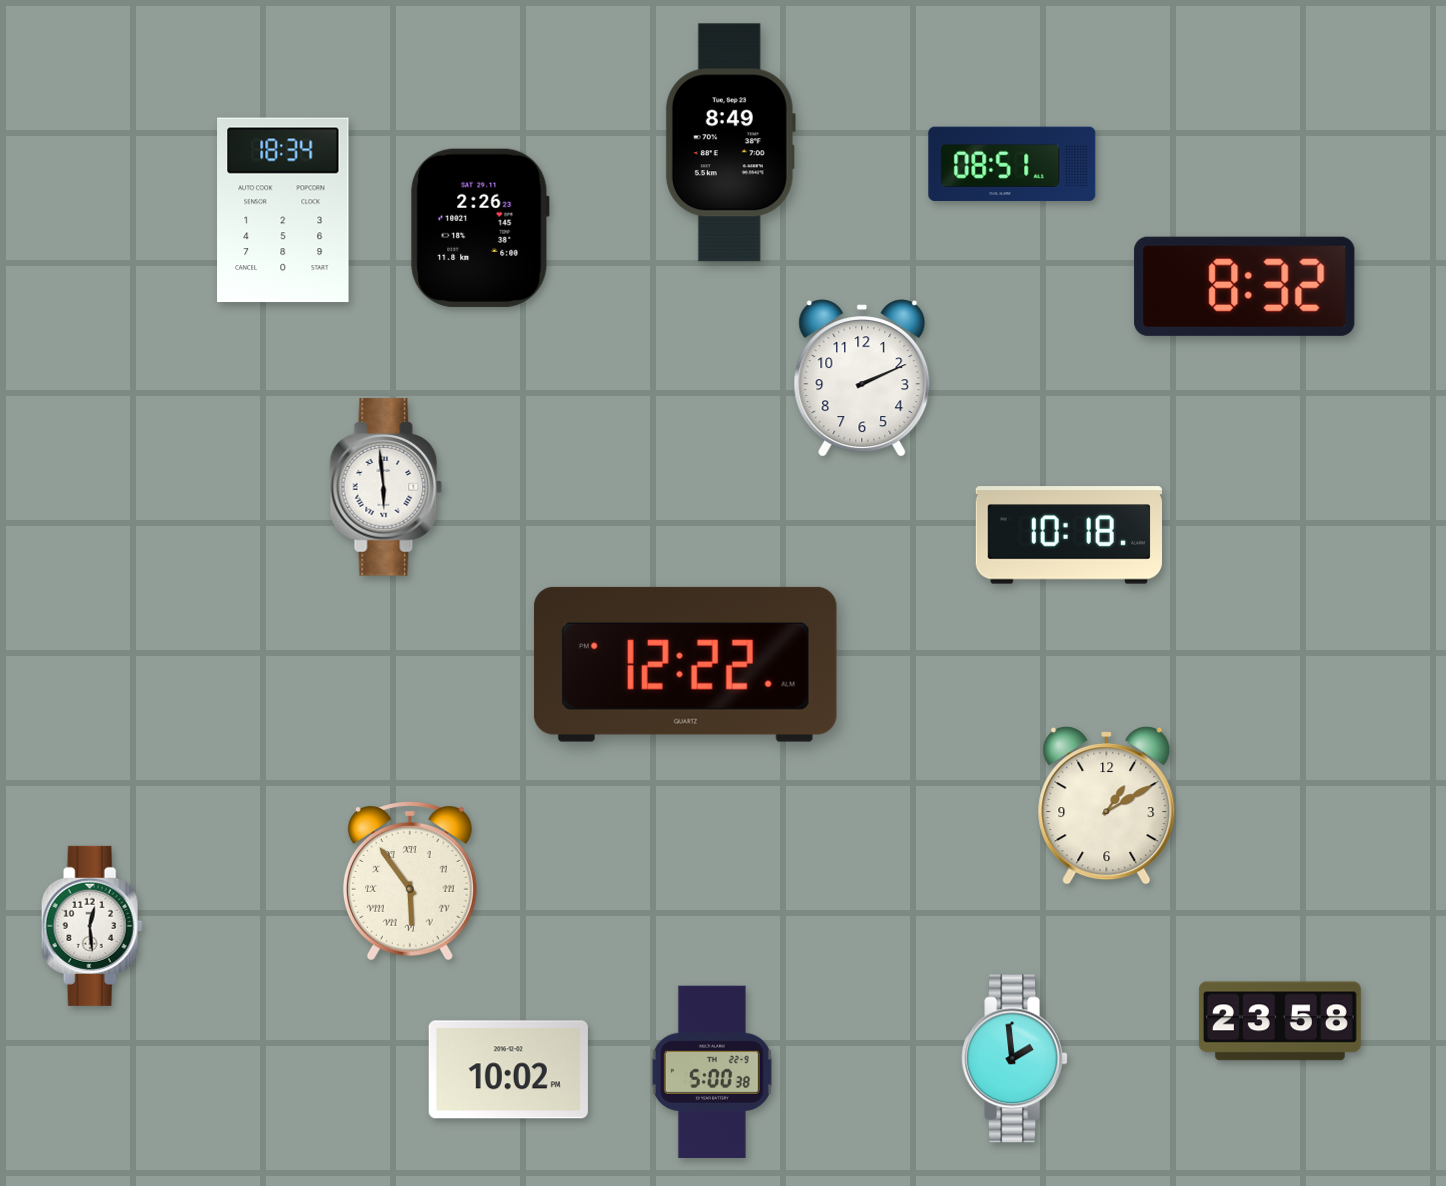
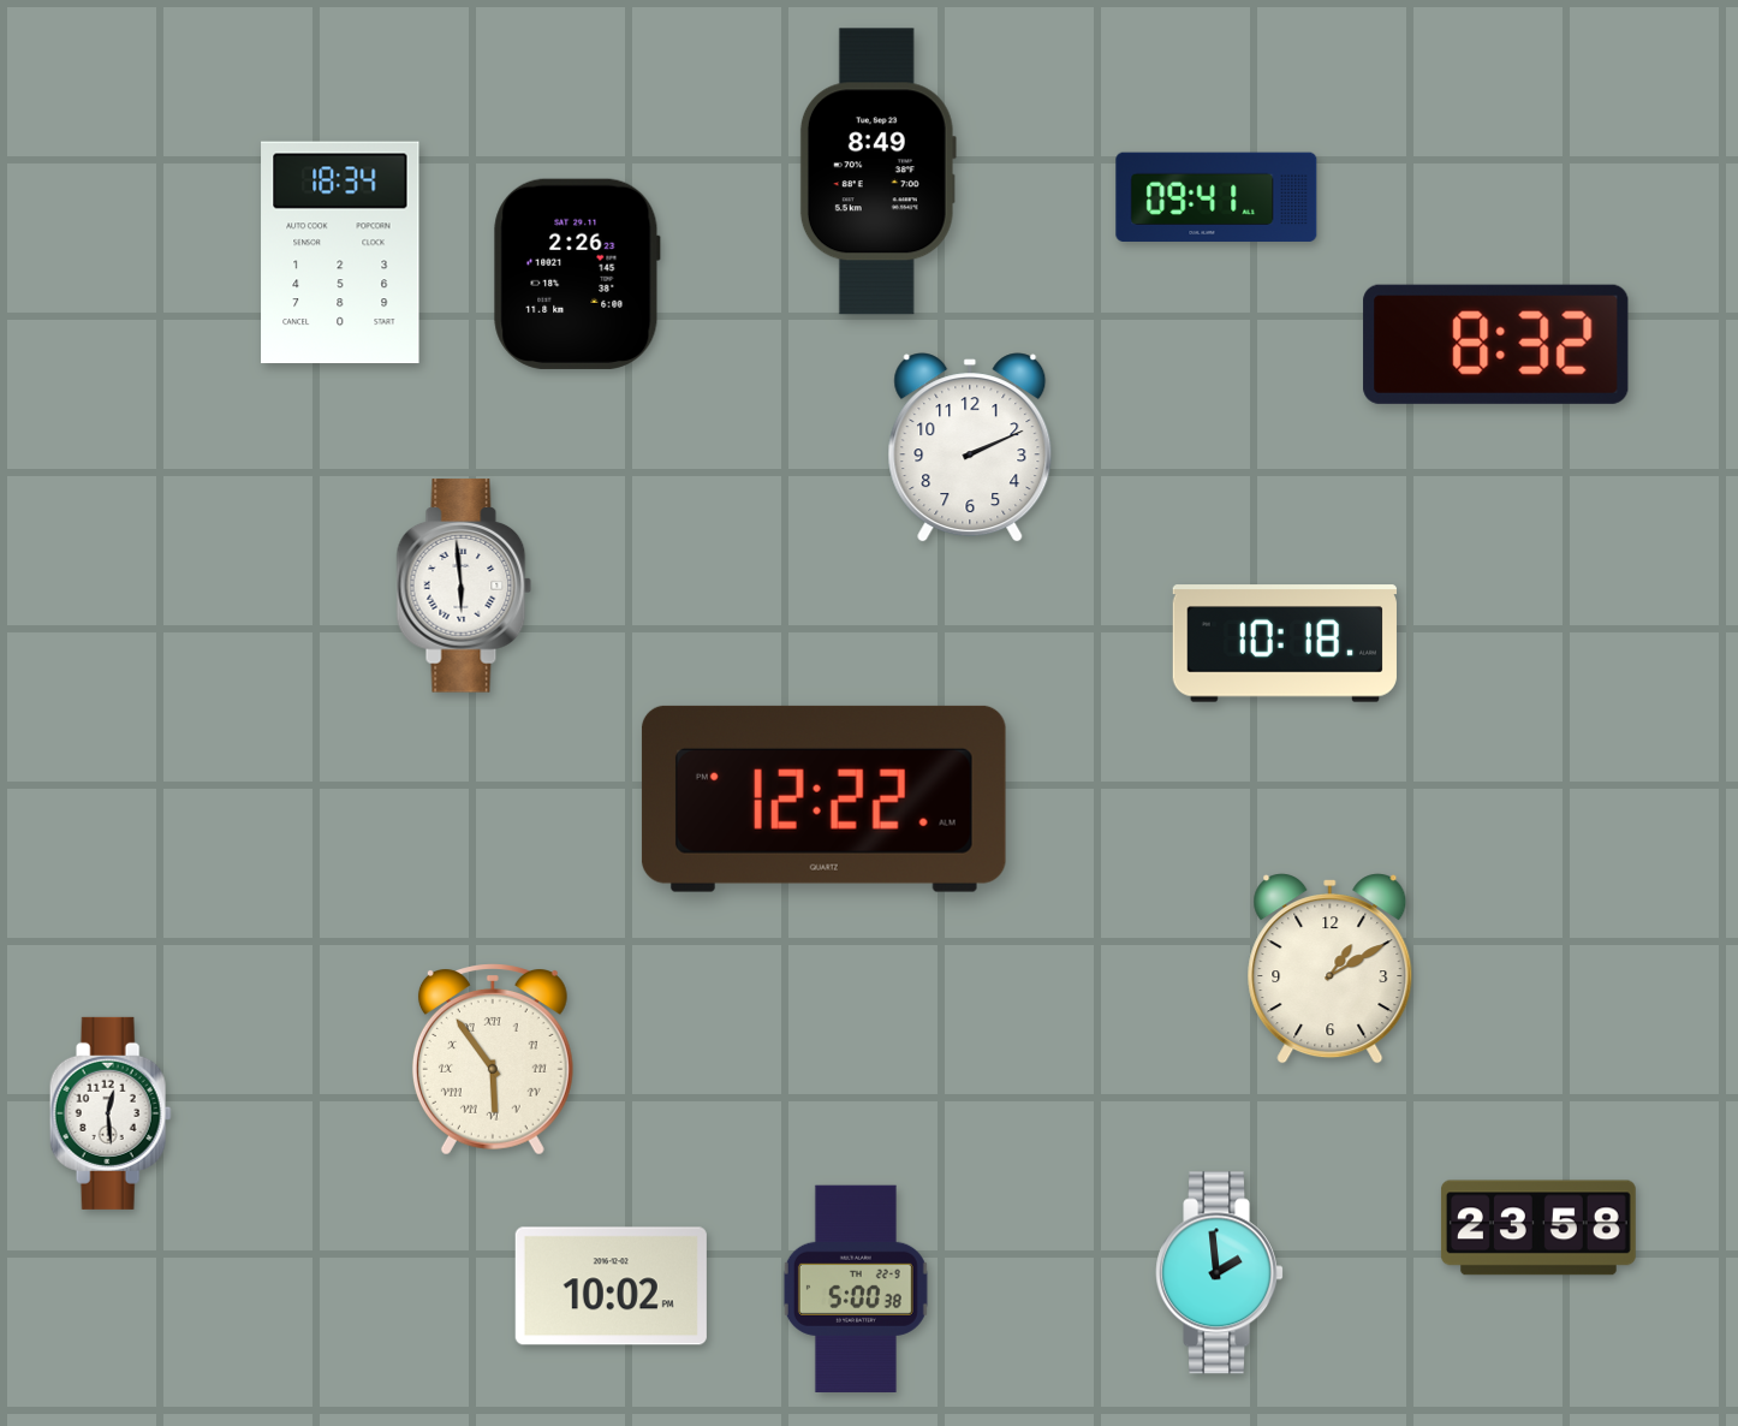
clock at (1012, 164): 08:51 -> 09:41
clock at (862, 378) position: (862, 378) -> (970, 447)
